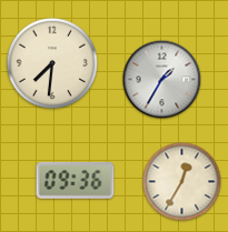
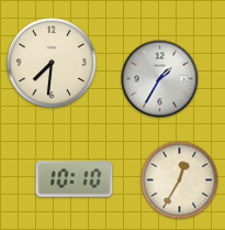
clock at (76, 181): 09:36 -> 10:10
